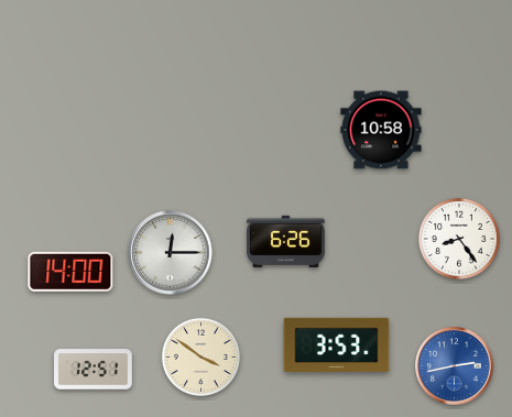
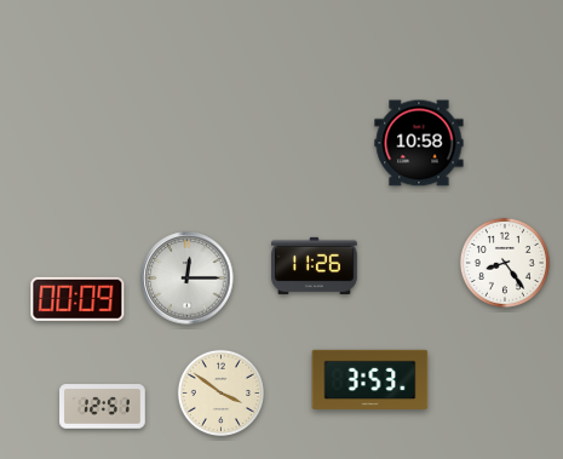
clock at (286, 241): 6:26 -> 11:26
clock at (70, 272): 14:00 -> 00:09
clock at (455, 366): 2:43 -> none
